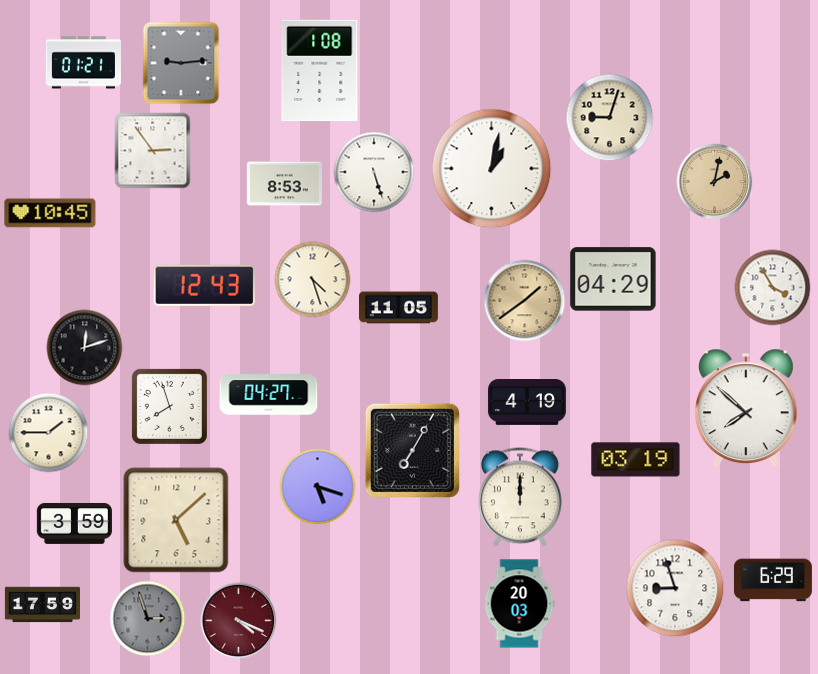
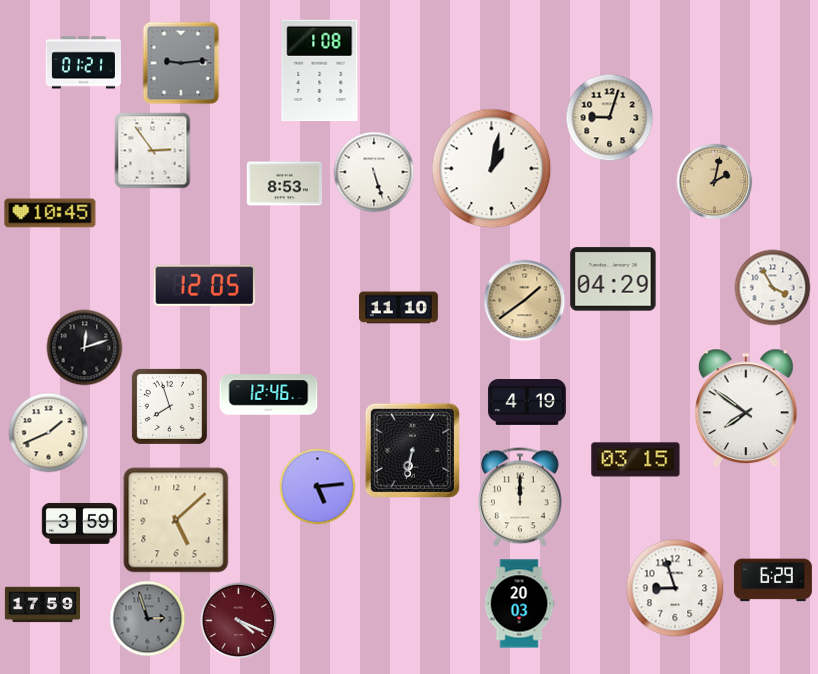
clock at (313, 280): 4:27 -> none
clock at (205, 285): 12:43 -> 12:05
clock at (399, 308): 11:05 -> 11:10
clock at (269, 395): 04:27 -> 12:46
clock at (746, 408): 7:52 -> 7:51
clock at (49, 433): 1:45 -> 1:41
clock at (412, 450): 7:05 -> 6:32
clock at (636, 460): 03:19 -> 03:15
clock at (318, 487): 5:18 -> 5:14
clock at (74, 523) position: (74, 523) -> (79, 523)
